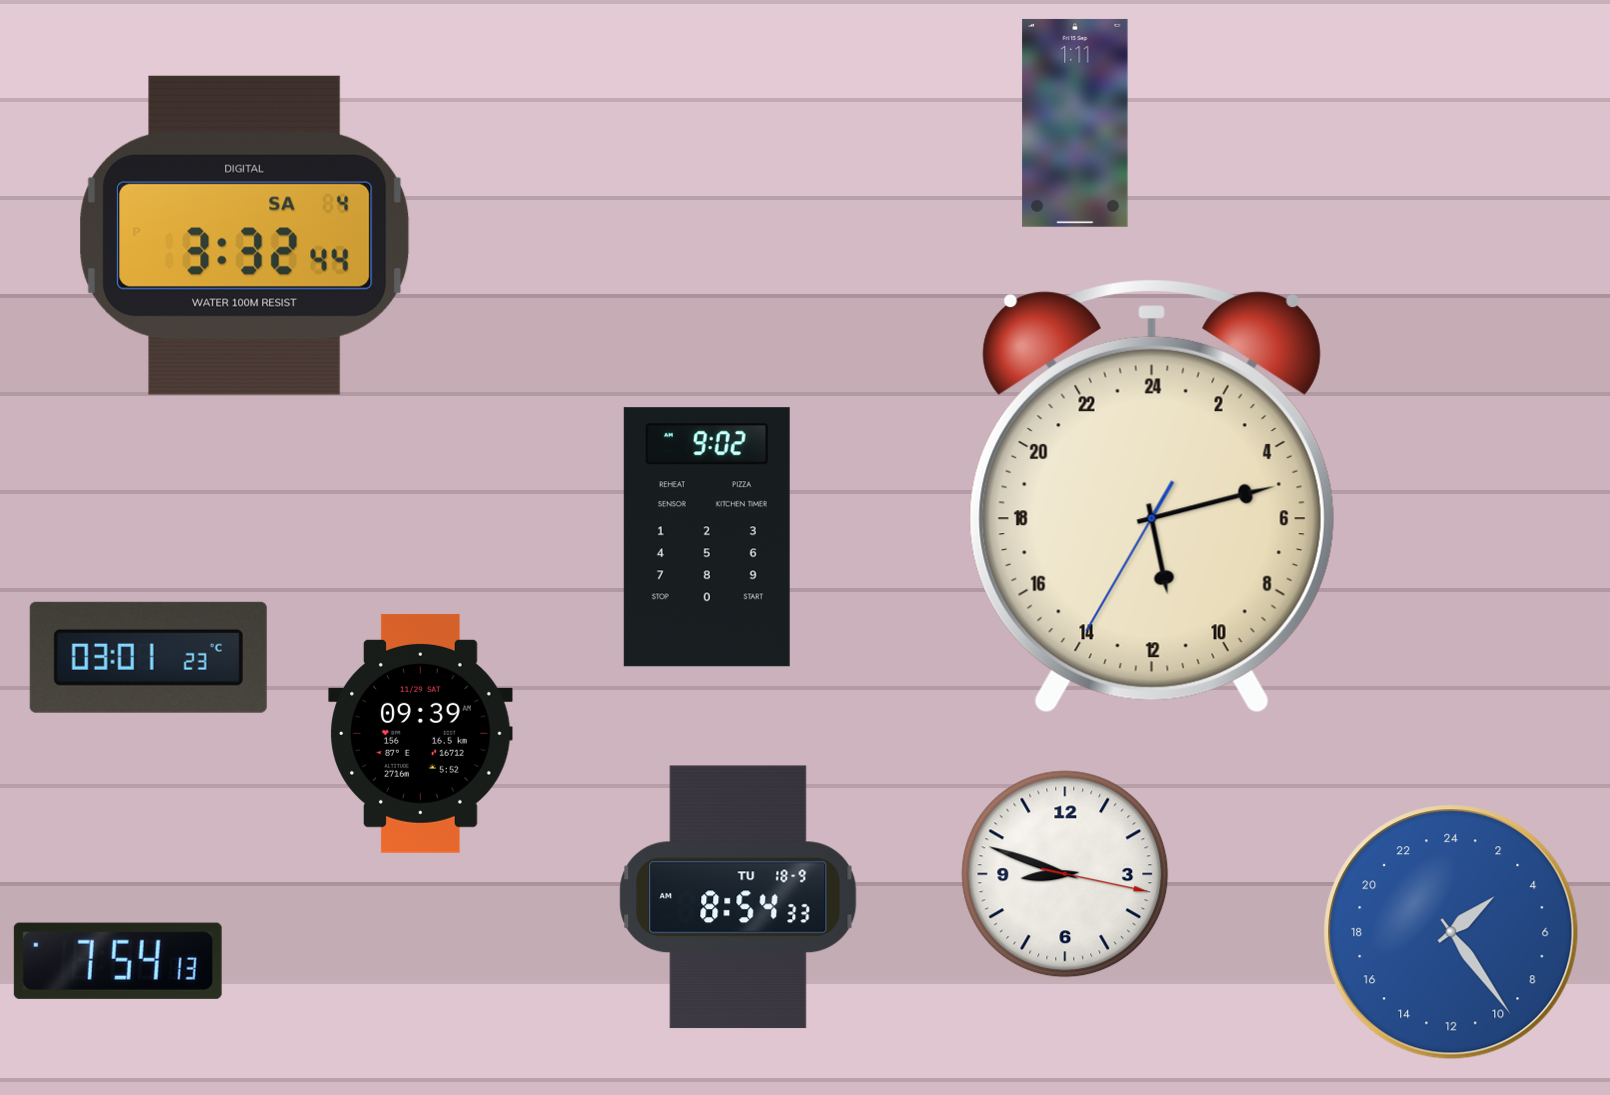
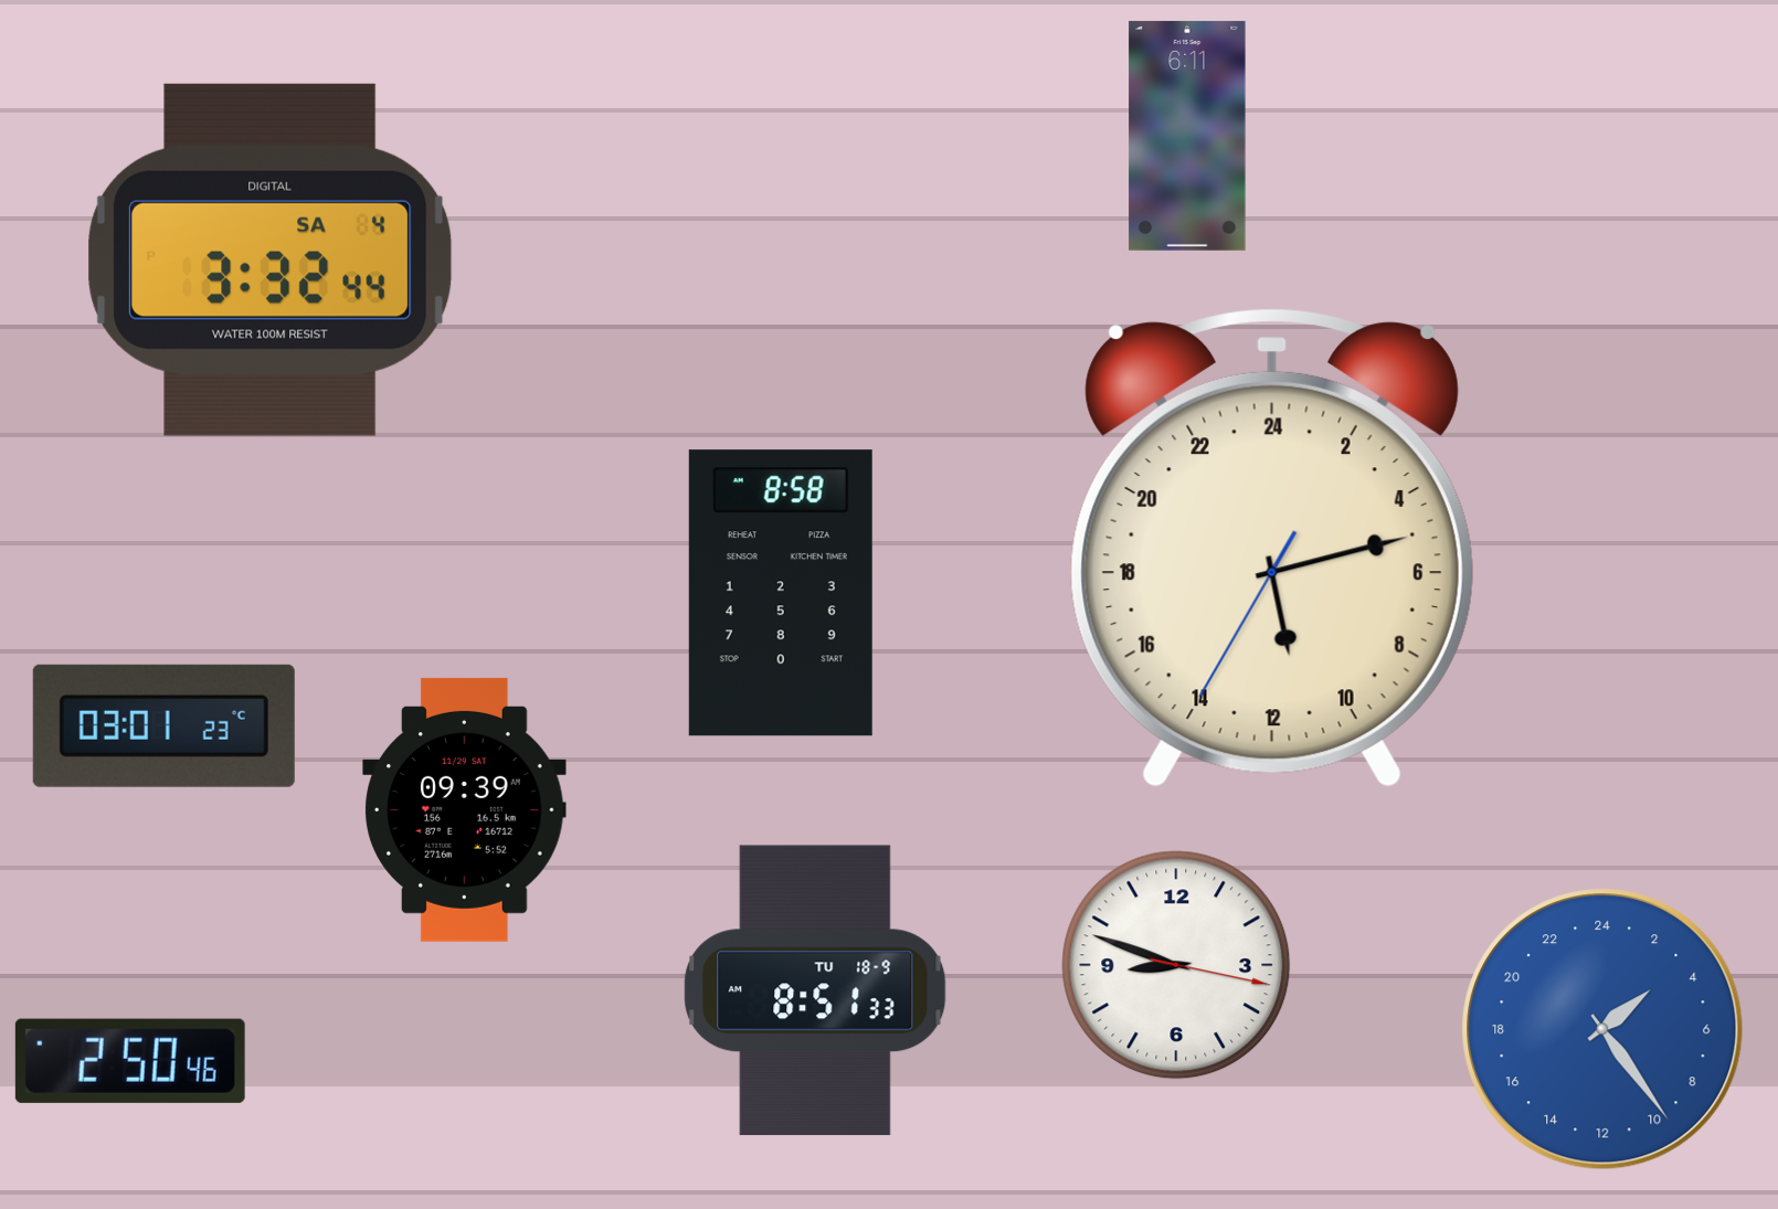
clock at (1075, 123): 1:11 -> 6:11
clock at (707, 537): 9:02 -> 8:58
clock at (738, 897): 8:54 -> 8:51
clock at (118, 961): 7:54 -> 2:50
